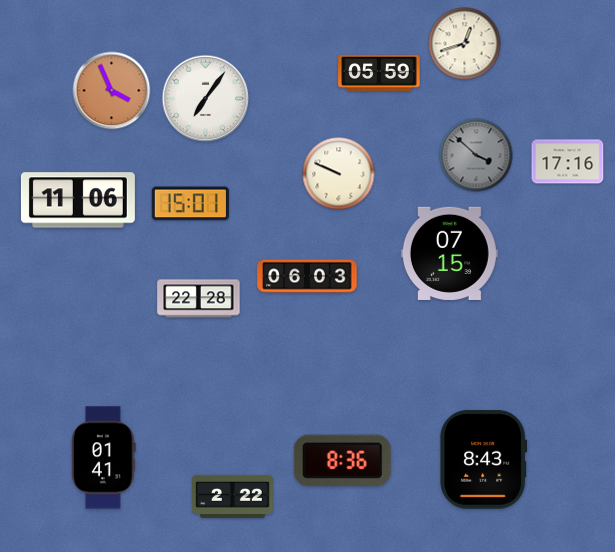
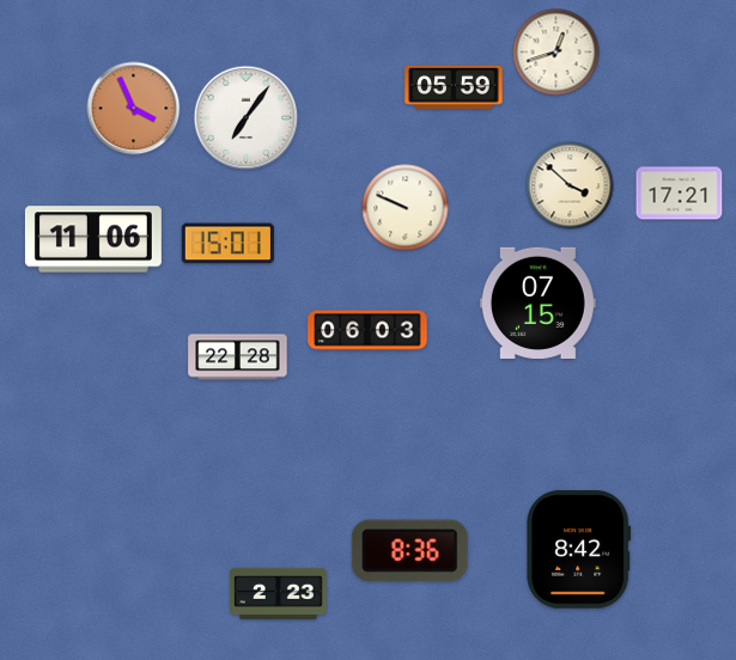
clock at (476, 155) dial: grey -> cream
clock at (568, 162): 17:16 -> 17:21
clock at (104, 458): 01:41 -> none
clock at (484, 460): 8:43 -> 8:42
clock at (233, 496): 2:22 -> 2:23
